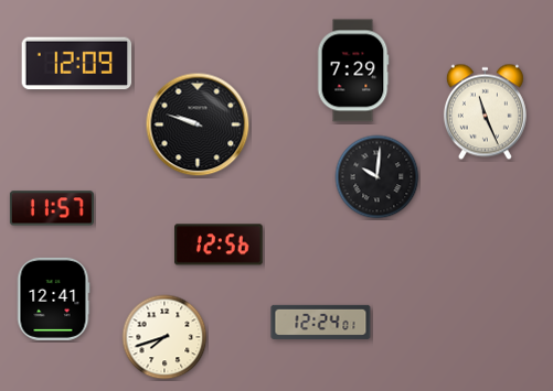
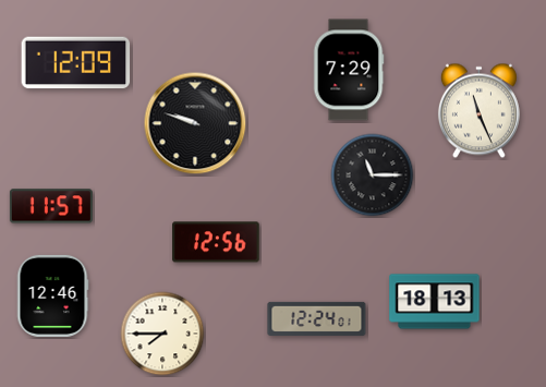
clock at (377, 177): 10:01 -> 11:15
clock at (53, 298): 12:41 -> 12:46
clock at (435, 302): none -> 18:13
clock at (164, 337): 7:42 -> 7:45
